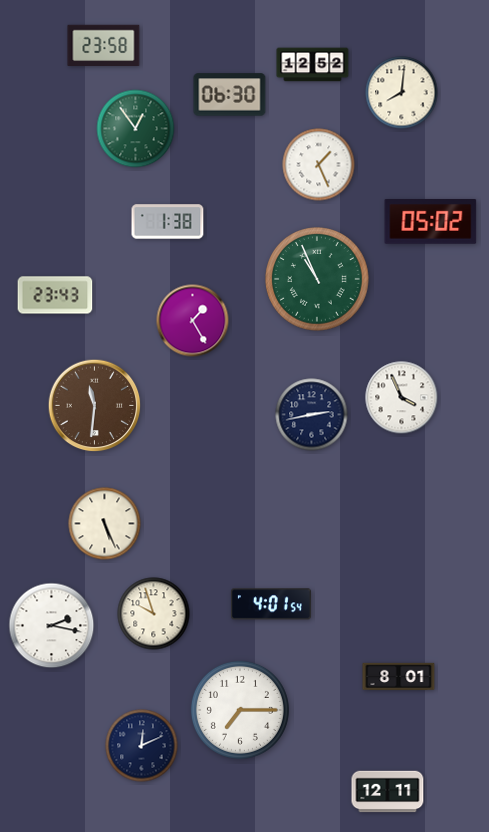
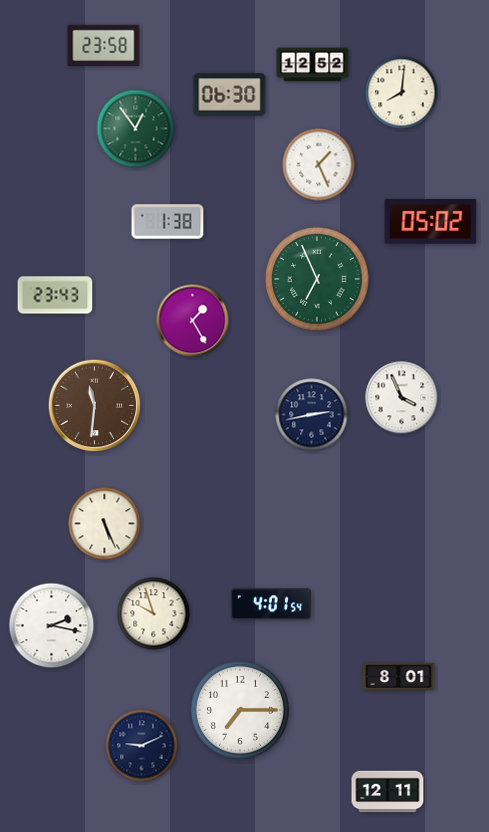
clock at (317, 279): 10:56 -> 6:56
clock at (142, 746): 12:11 -> 9:11
